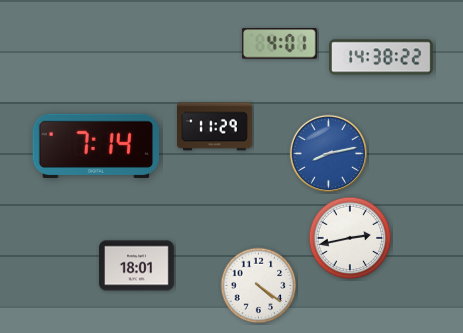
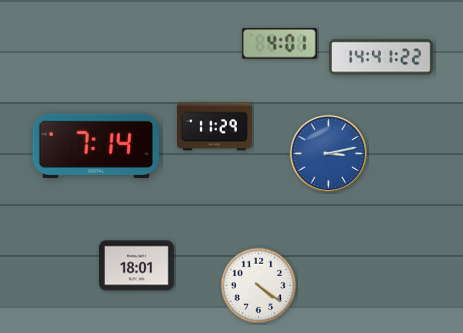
clock at (382, 57): 14:38 -> 14:41
clock at (328, 153): 8:13 -> 3:13
clock at (350, 238): 2:43 -> none
